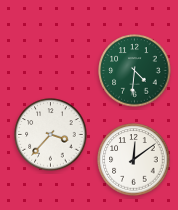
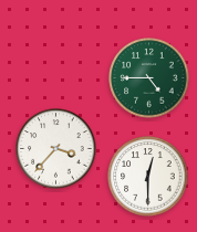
clock at (135, 71): 4:31 -> 4:45
clock at (134, 160): 12:09 -> 12:30
